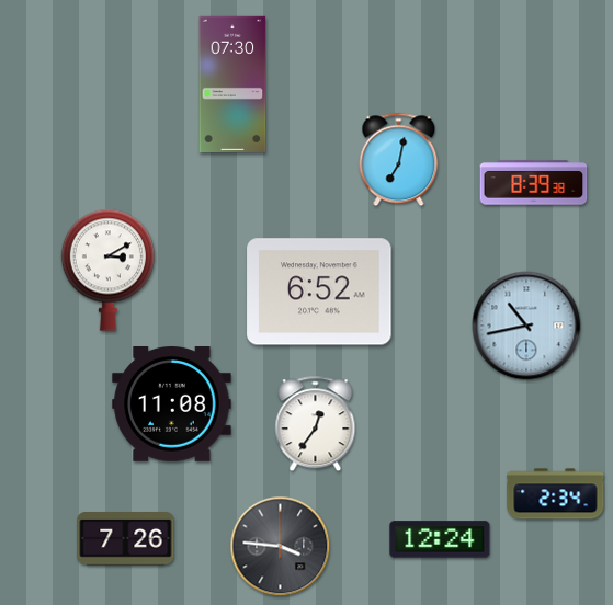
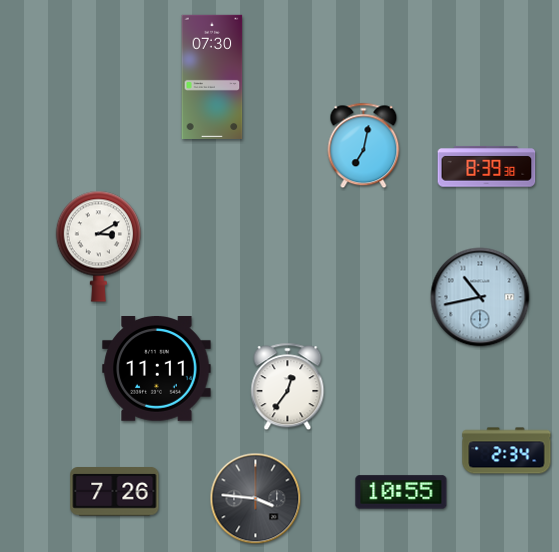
clock at (319, 292): 6:52 -> none
clock at (172, 404): 11:08 -> 11:11
clock at (440, 539): 12:24 -> 10:55
